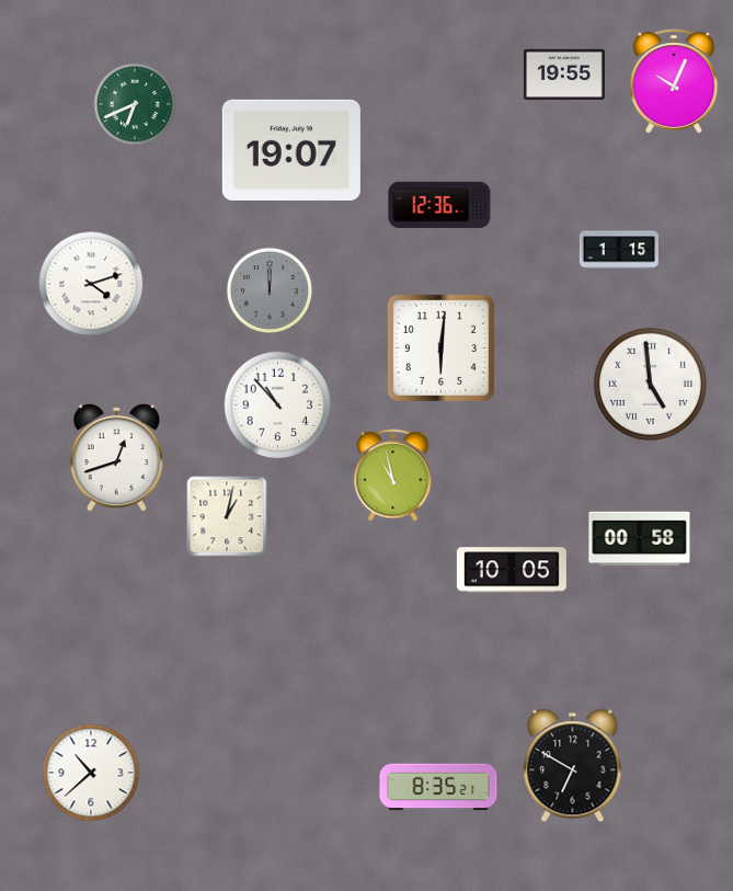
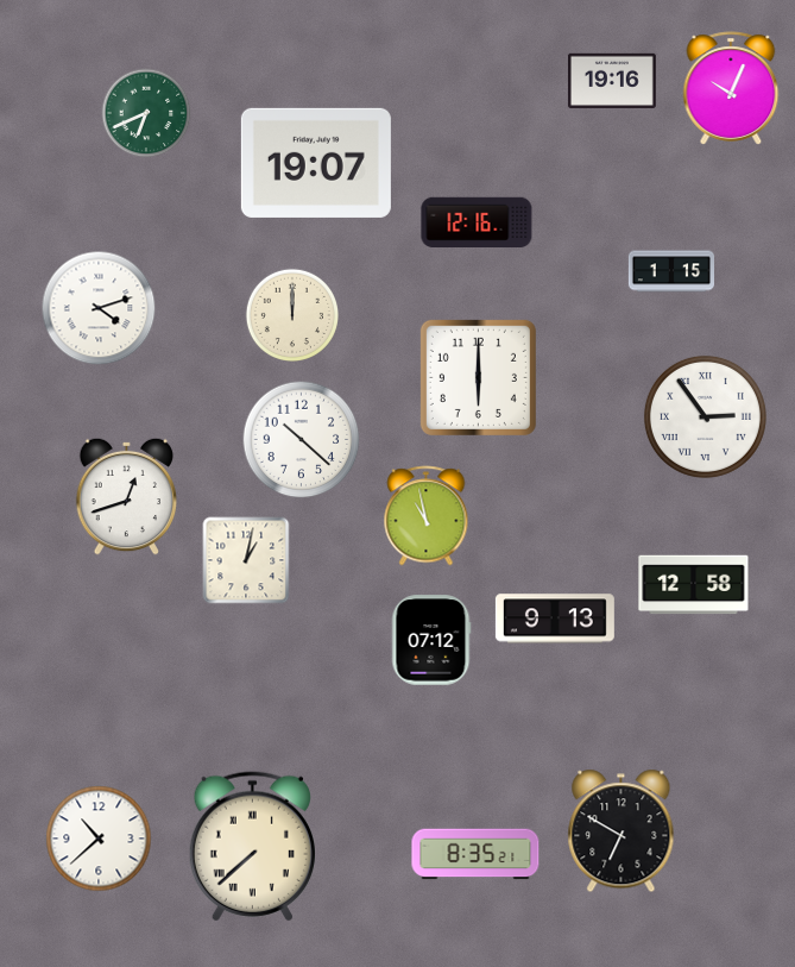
clock at (564, 75): 19:55 -> 19:16
clock at (439, 205): 12:36 -> 12:16
clock at (268, 289) dial: grey -> cream
clock at (440, 347): 6:01 -> 6:00
clock at (650, 384): 4:59 -> 2:54
clock at (278, 405): 10:53 -> 10:22
clock at (640, 539): 00:58 -> 12:58
clock at (512, 570): 10:05 -> 9:13
clock at (431, 640): none -> 07:12
clock at (252, 847): none -> 7:38
